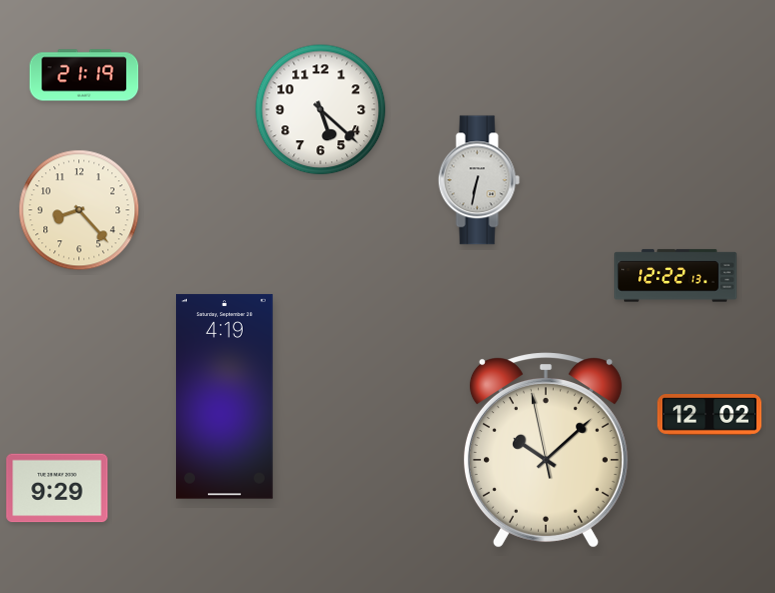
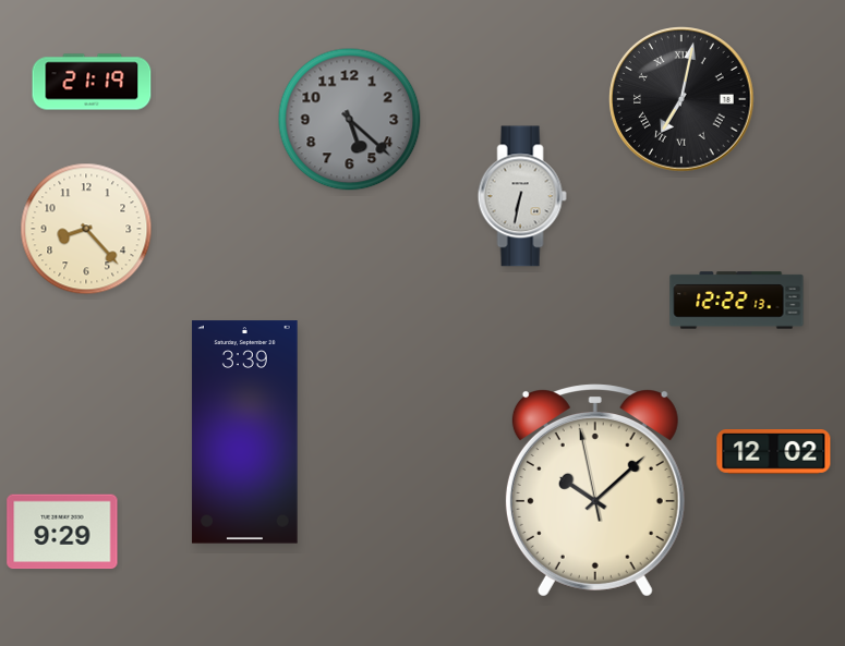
clock at (681, 99): none -> 7:02
clock at (321, 110) dial: white -> grey
clock at (225, 397): 4:19 -> 3:39
